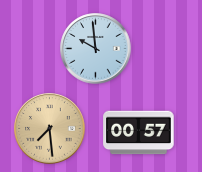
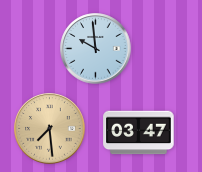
clock at (139, 133): 00:57 -> 03:47
